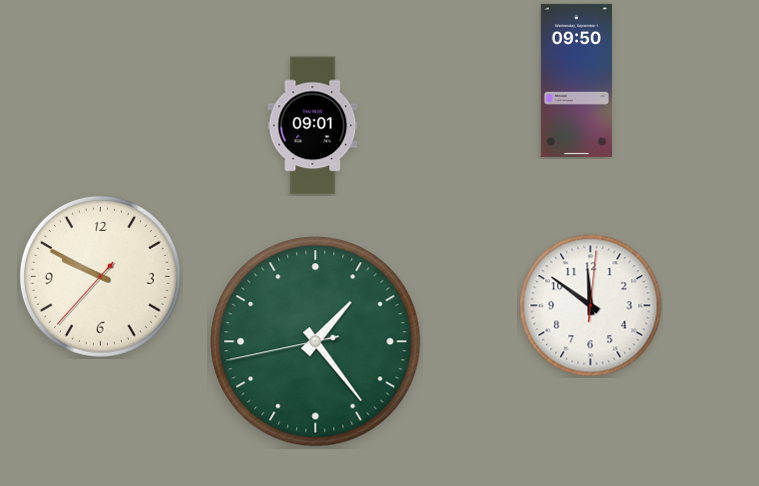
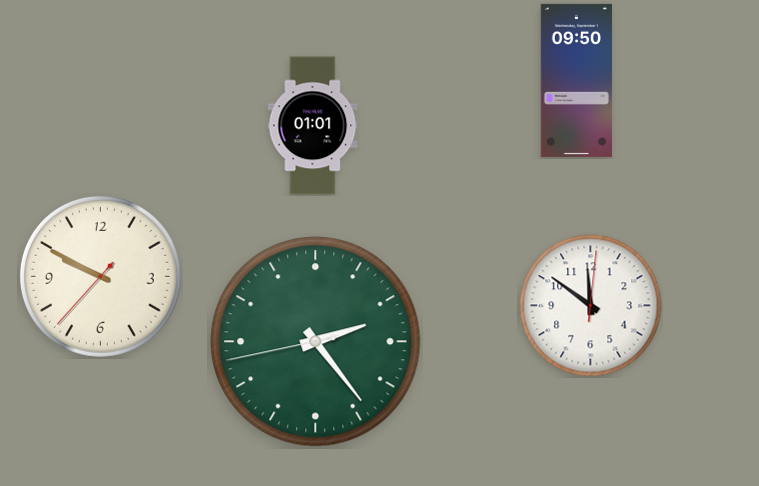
clock at (313, 126): 09:01 -> 01:01
clock at (316, 342): 1:23 -> 2:23
